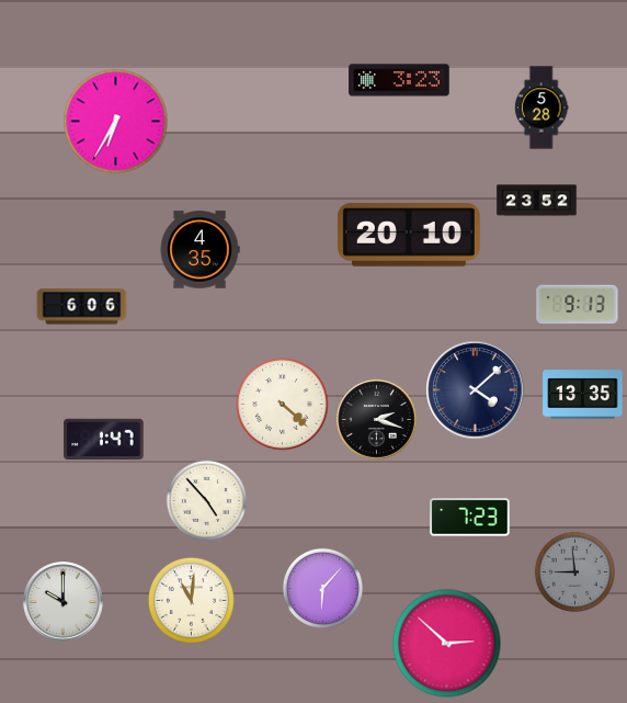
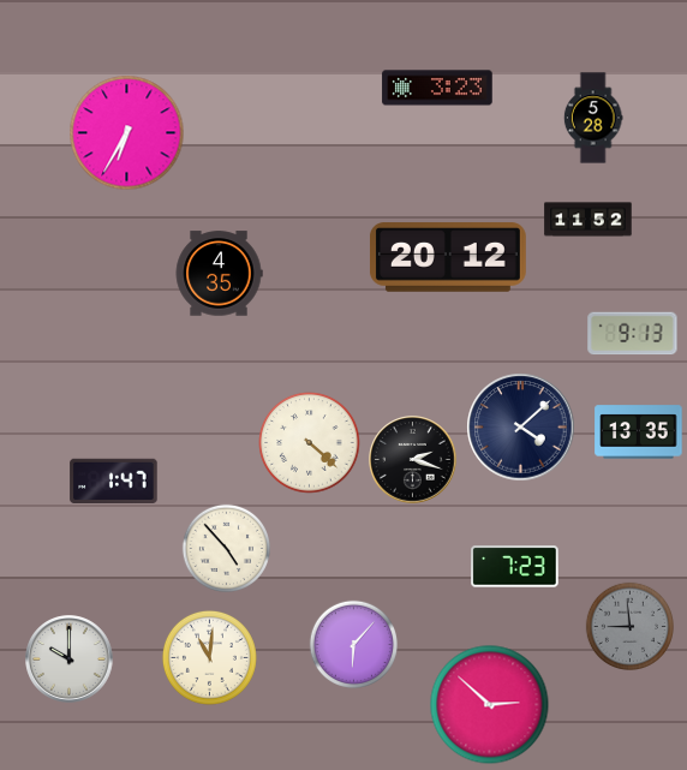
clock at (537, 201): 23:52 -> 11:52
clock at (409, 235): 20:10 -> 20:12
clock at (82, 307): 6:06 -> none
